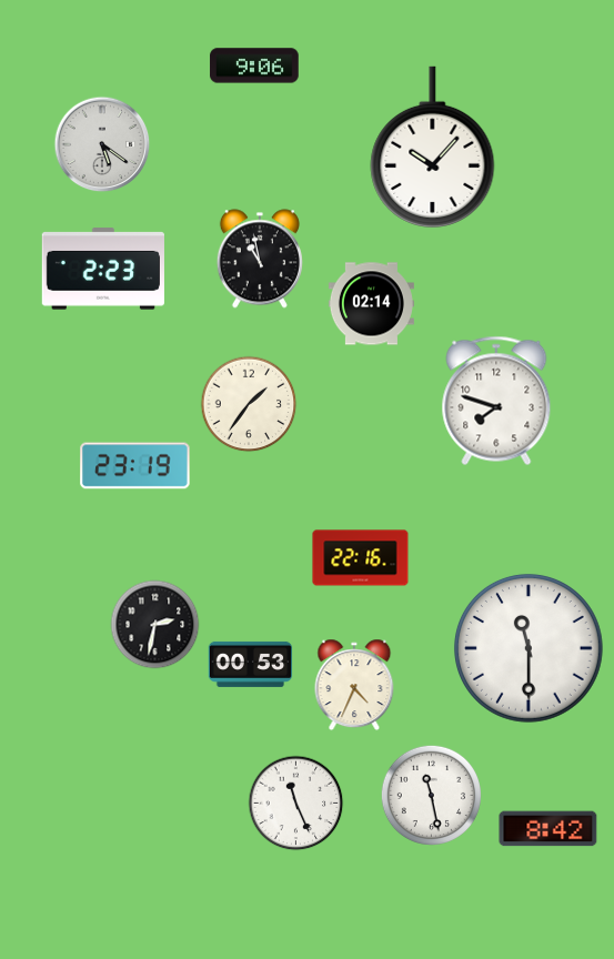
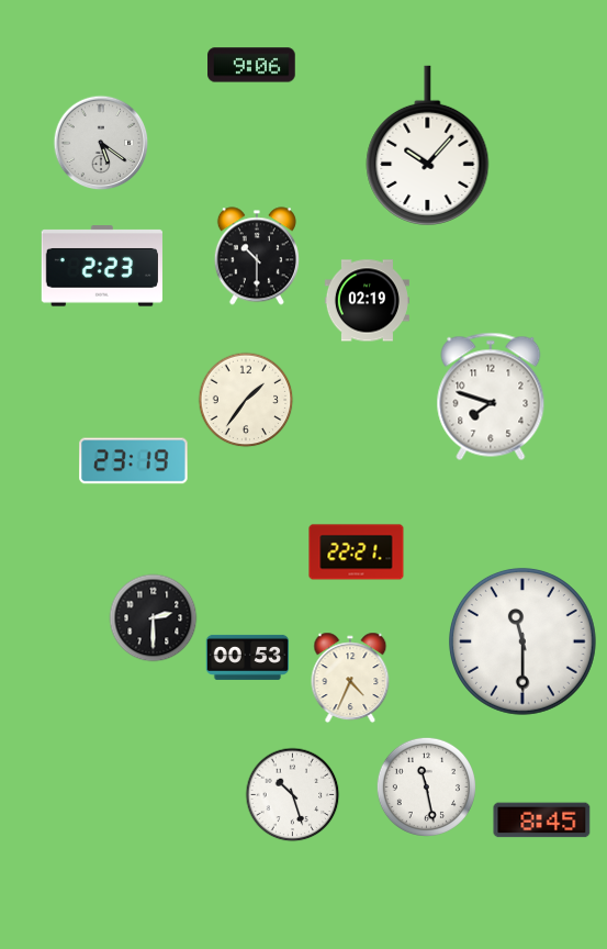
clock at (260, 259): 10:58 -> 10:30
clock at (371, 304): 02:14 -> 02:19
clock at (361, 558): 22:16 -> 22:21
clock at (155, 625): 2:32 -> 2:30
clock at (296, 804): 11:26 -> 10:27
clock at (548, 829): 8:42 -> 8:45
